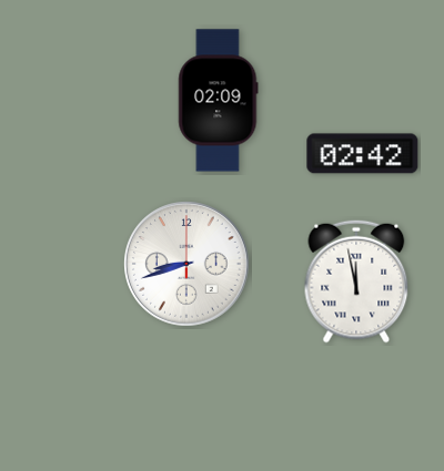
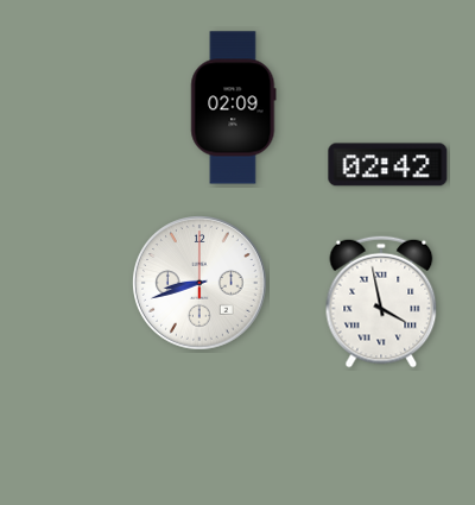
clock at (356, 281): 11:58 -> 3:58
